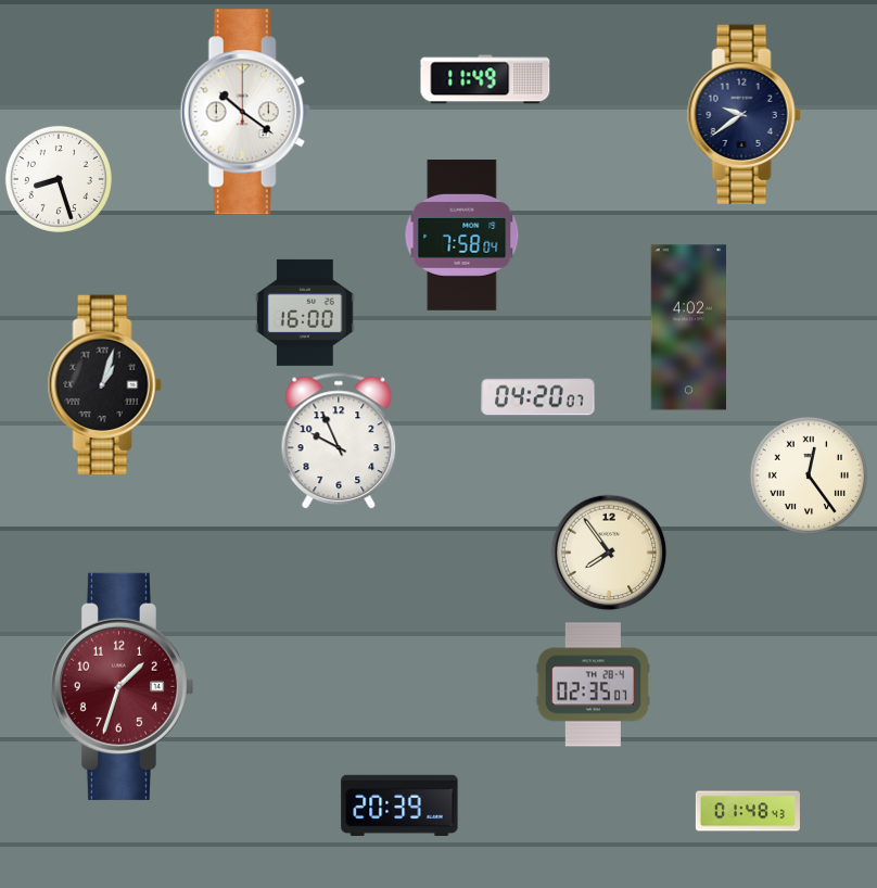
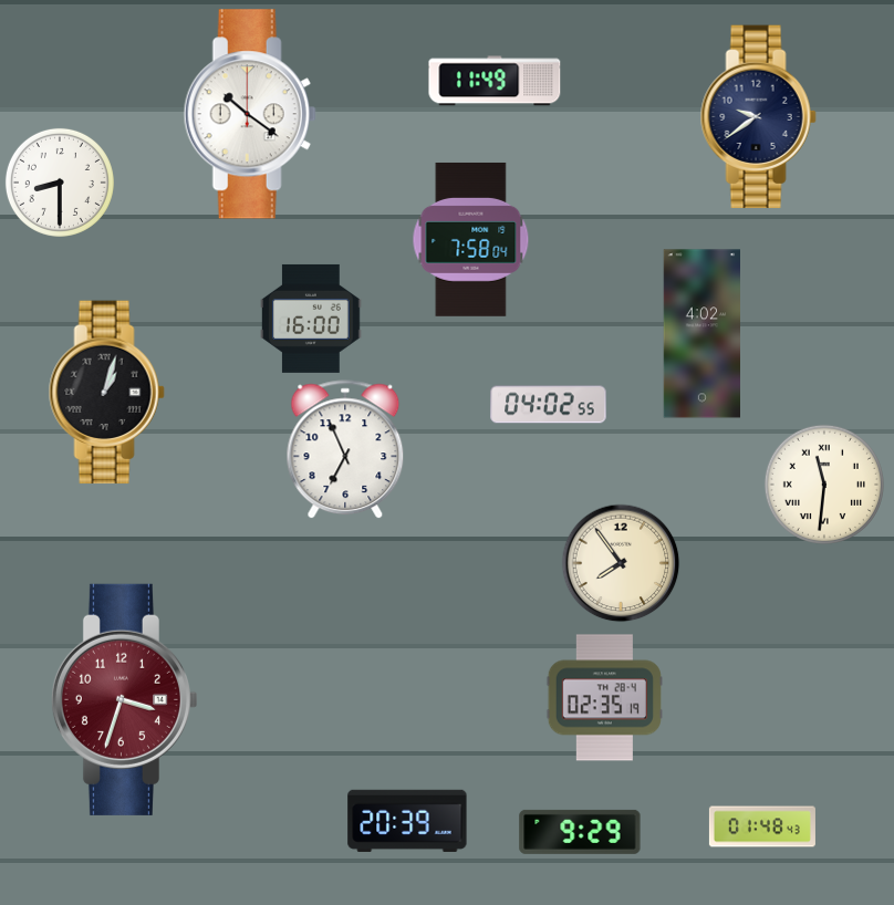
clock at (59, 179): 8:27 -> 8:30
clock at (538, 397): 04:20 -> 04:02
clock at (339, 442): 9:56 -> 6:56
clock at (809, 475): 12:24 -> 11:31
clock at (593, 685): 02:35:07 -> 02:35:19
clock at (122, 686): 1:33 -> 3:33
clock at (580, 832): none -> 9:29
